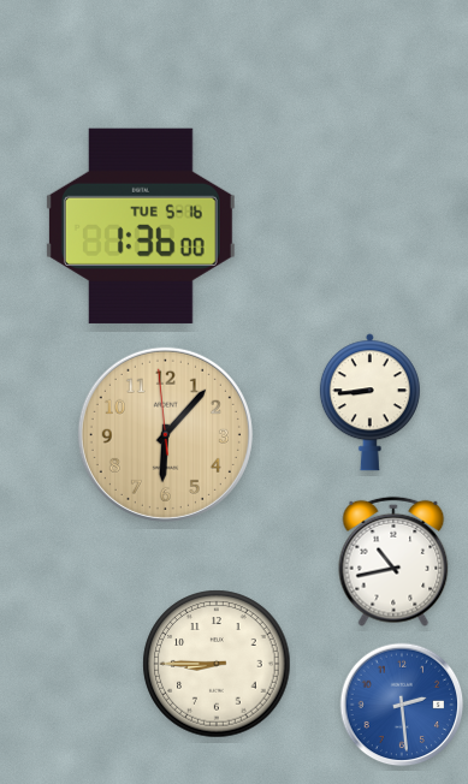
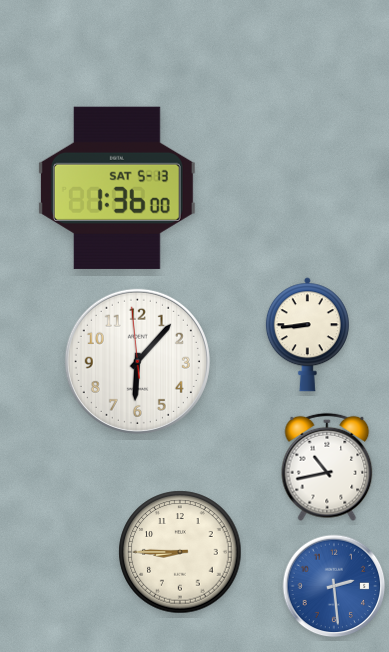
clock at (141, 226) date: TUE 5-16 -> SAT 5-13
clock at (165, 434) dial: champagne -> white
